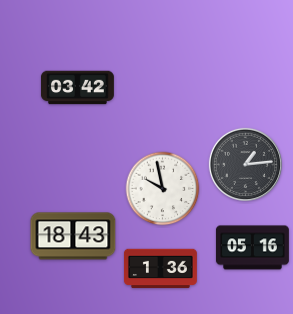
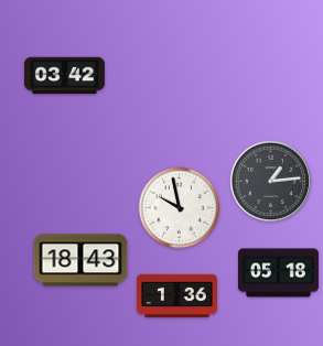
clock at (77, 88) position: (77, 88) -> (64, 76)
clock at (252, 248): 05:16 -> 05:18
